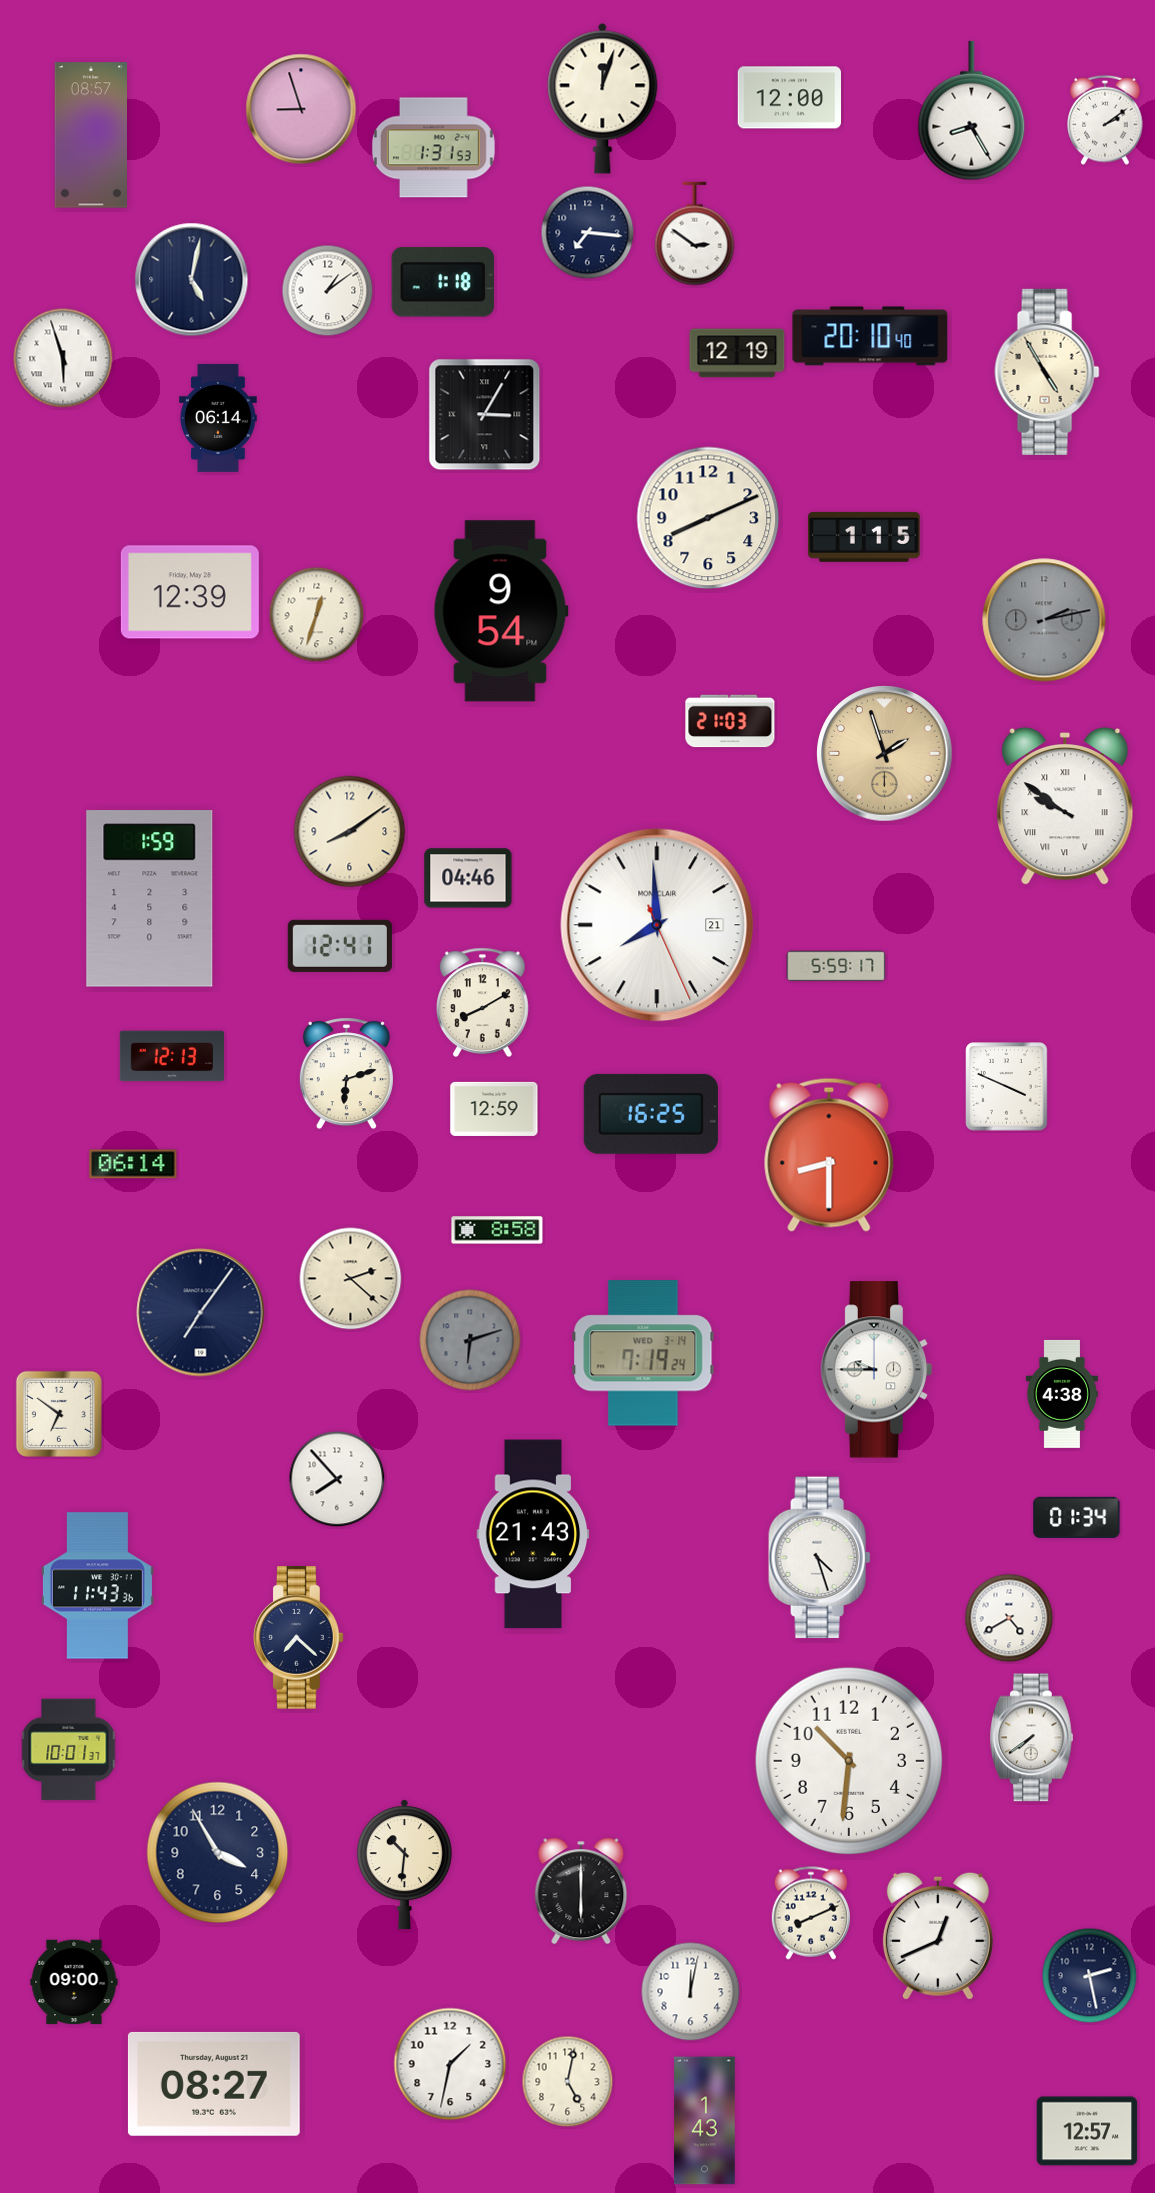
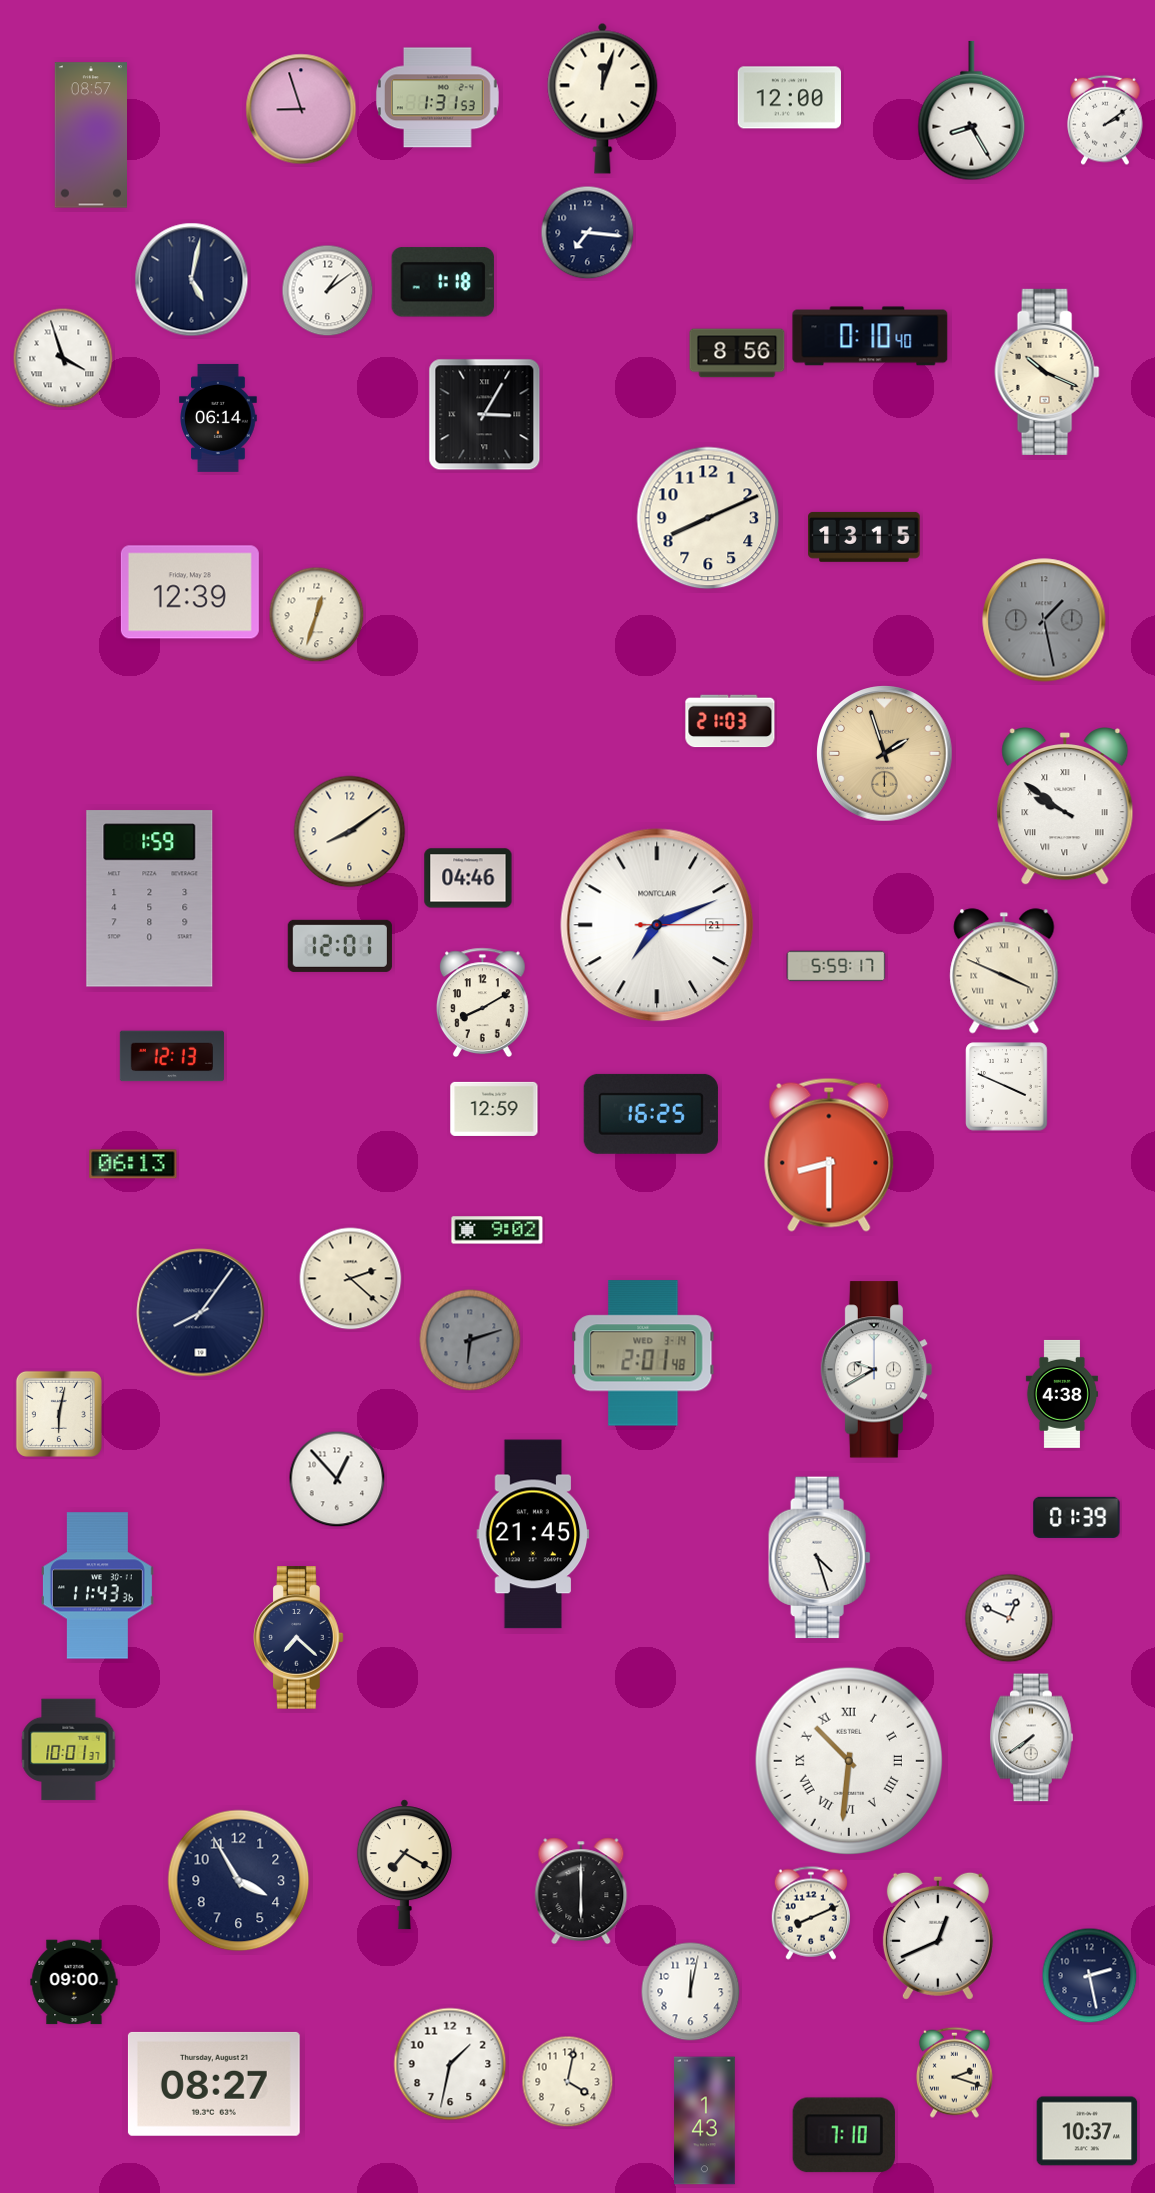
clock at (434, 148) position: (434, 148) -> (438, 98)
clock at (695, 234): 2:51 -> none
clock at (870, 336): 20:10 -> 0:10
clock at (737, 353): 12:19 -> 8:56
clock at (63, 358): 5:57 -> 3:57
clock at (1047, 372): 4:55 -> 10:19
clock at (864, 537): 1:15 -> 13:15
clock at (501, 611): 9:54 -> none
clock at (1044, 620): 2:13 -> 1:28
clock at (657, 925): 7:59 -> 7:11
clock at (340, 946): 12:41 -> 12:01
clock at (1004, 971): none -> 3:49
clock at (346, 1074): 6:12 -> none
clock at (133, 1164): 06:14 -> 06:13
clock at (497, 1230): 8:58 -> 9:02
clock at (201, 1313): 7:06 -> 8:06
clock at (643, 1353): 7:19 -> 2:01
clock at (877, 1370): 9:45 -> 9:40
clock at (59, 1414): 6:51 -> 6:02
clock at (337, 1479): 7:53 -> 12:53
clock at (1077, 1517): 01:34 -> 01:39
clock at (533, 1534): 21:43 -> 21:45
clock at (1009, 1618): 4:40 -> 12:49
clock at (848, 1760) numerals: Arabic -> Roman
clock at (218, 1853) position: (218, 1853) -> (239, 1881)
clock at (404, 1865): 10:31 -> 7:20
clock at (954, 2072): none -> 2:18
clock at (568, 2082): 5:02 -> 4:02
clock at (1087, 2131): 12:57 -> 10:37
clock at (844, 2135): none -> 7:10
